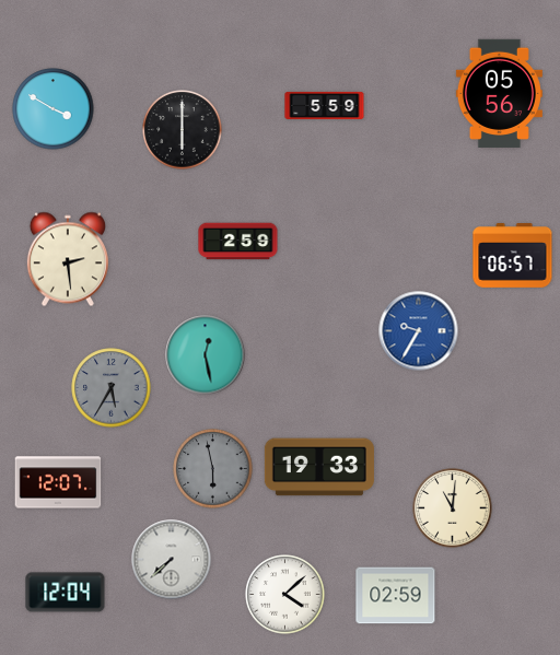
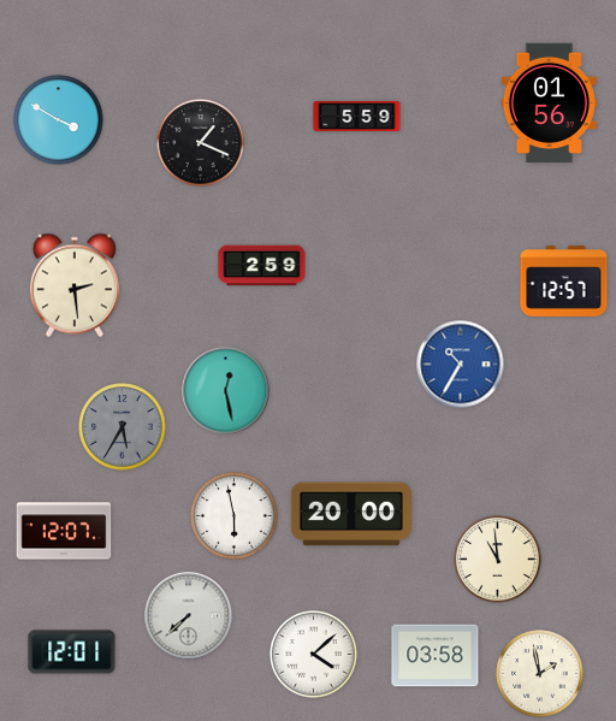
clock at (499, 93): 05:56 -> 01:56
clock at (183, 130): 6:00 -> 1:19
clock at (513, 256): 06:57 -> 12:57
clock at (419, 331): 9:35 -> 10:35
clock at (319, 467): 19:33 -> 20:00
clock at (213, 469) dial: grey -> white
clock at (453, 508): 11:01 -> 10:59
clock at (66, 593): 12:04 -> 12:01
clock at (396, 596): 02:59 -> 03:58
clock at (540, 674): none -> 1:58
